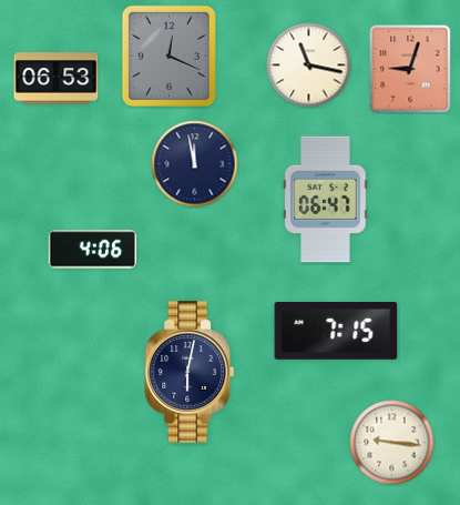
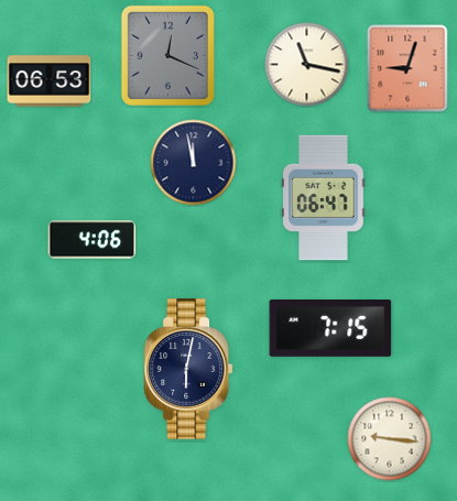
clock at (57, 79) position: (57, 79) -> (50, 81)
clock at (93, 250) position: (93, 250) -> (93, 240)
clock at (336, 332) position: (336, 332) -> (330, 329)
